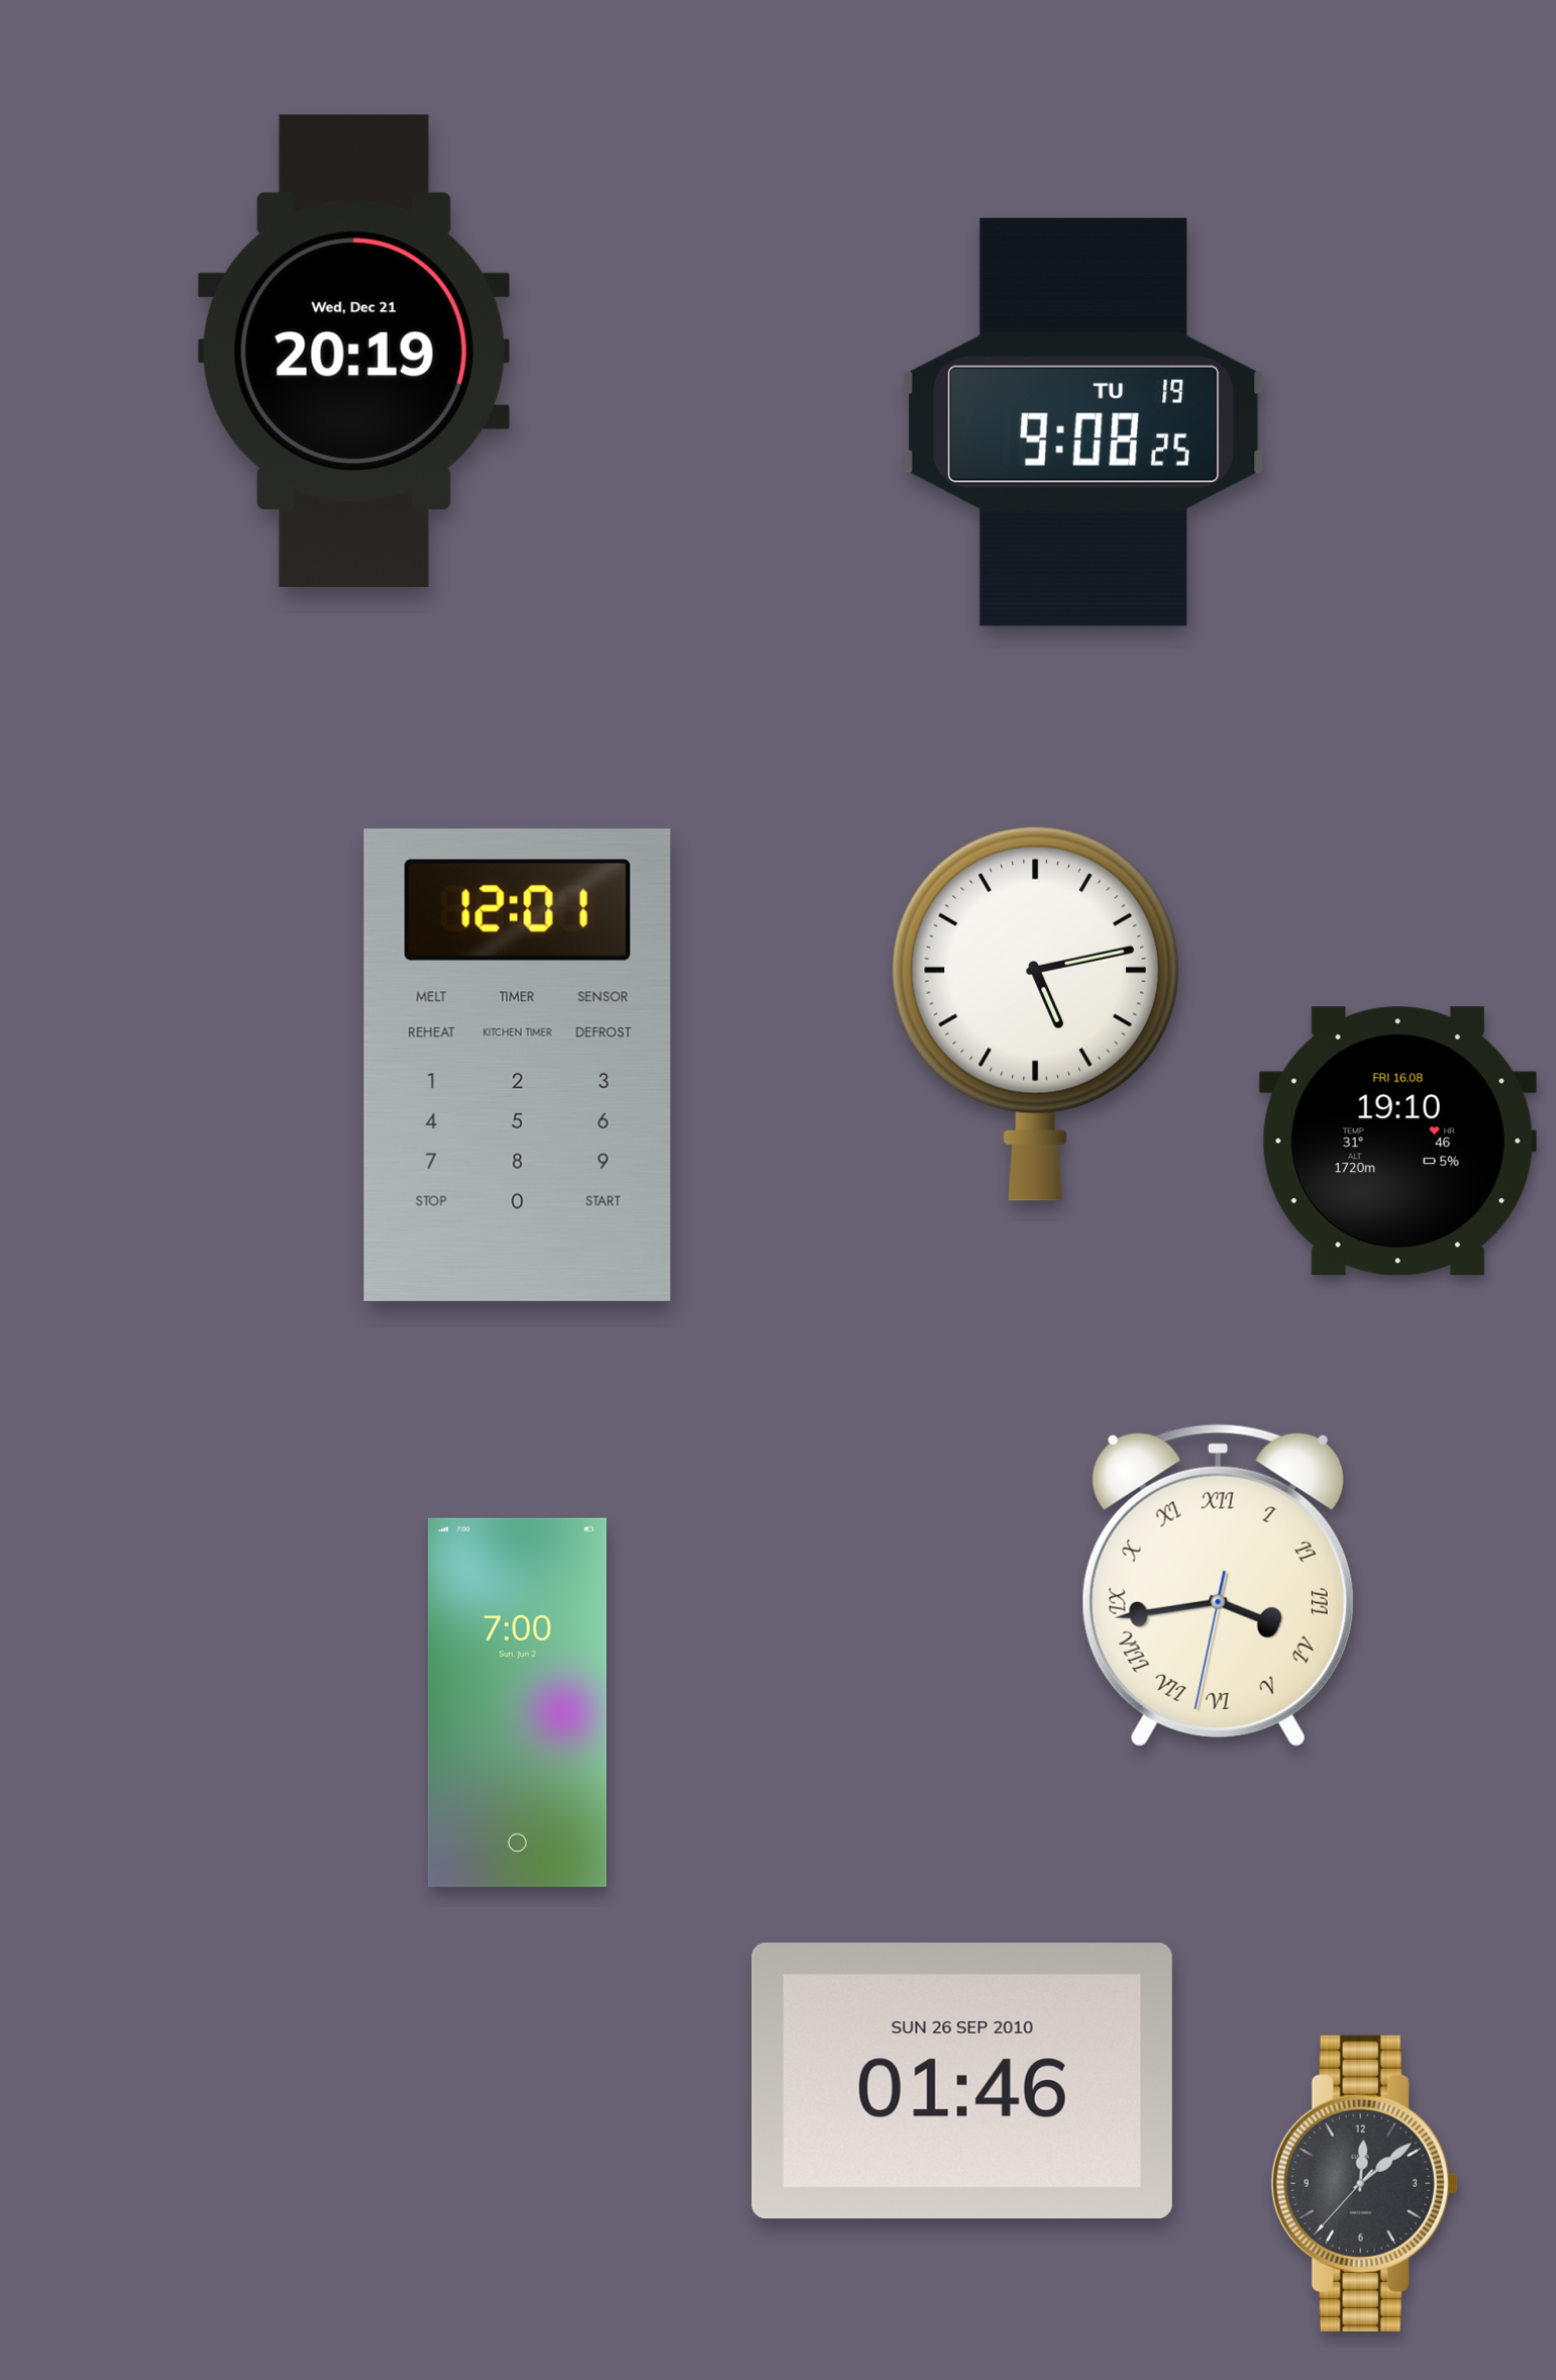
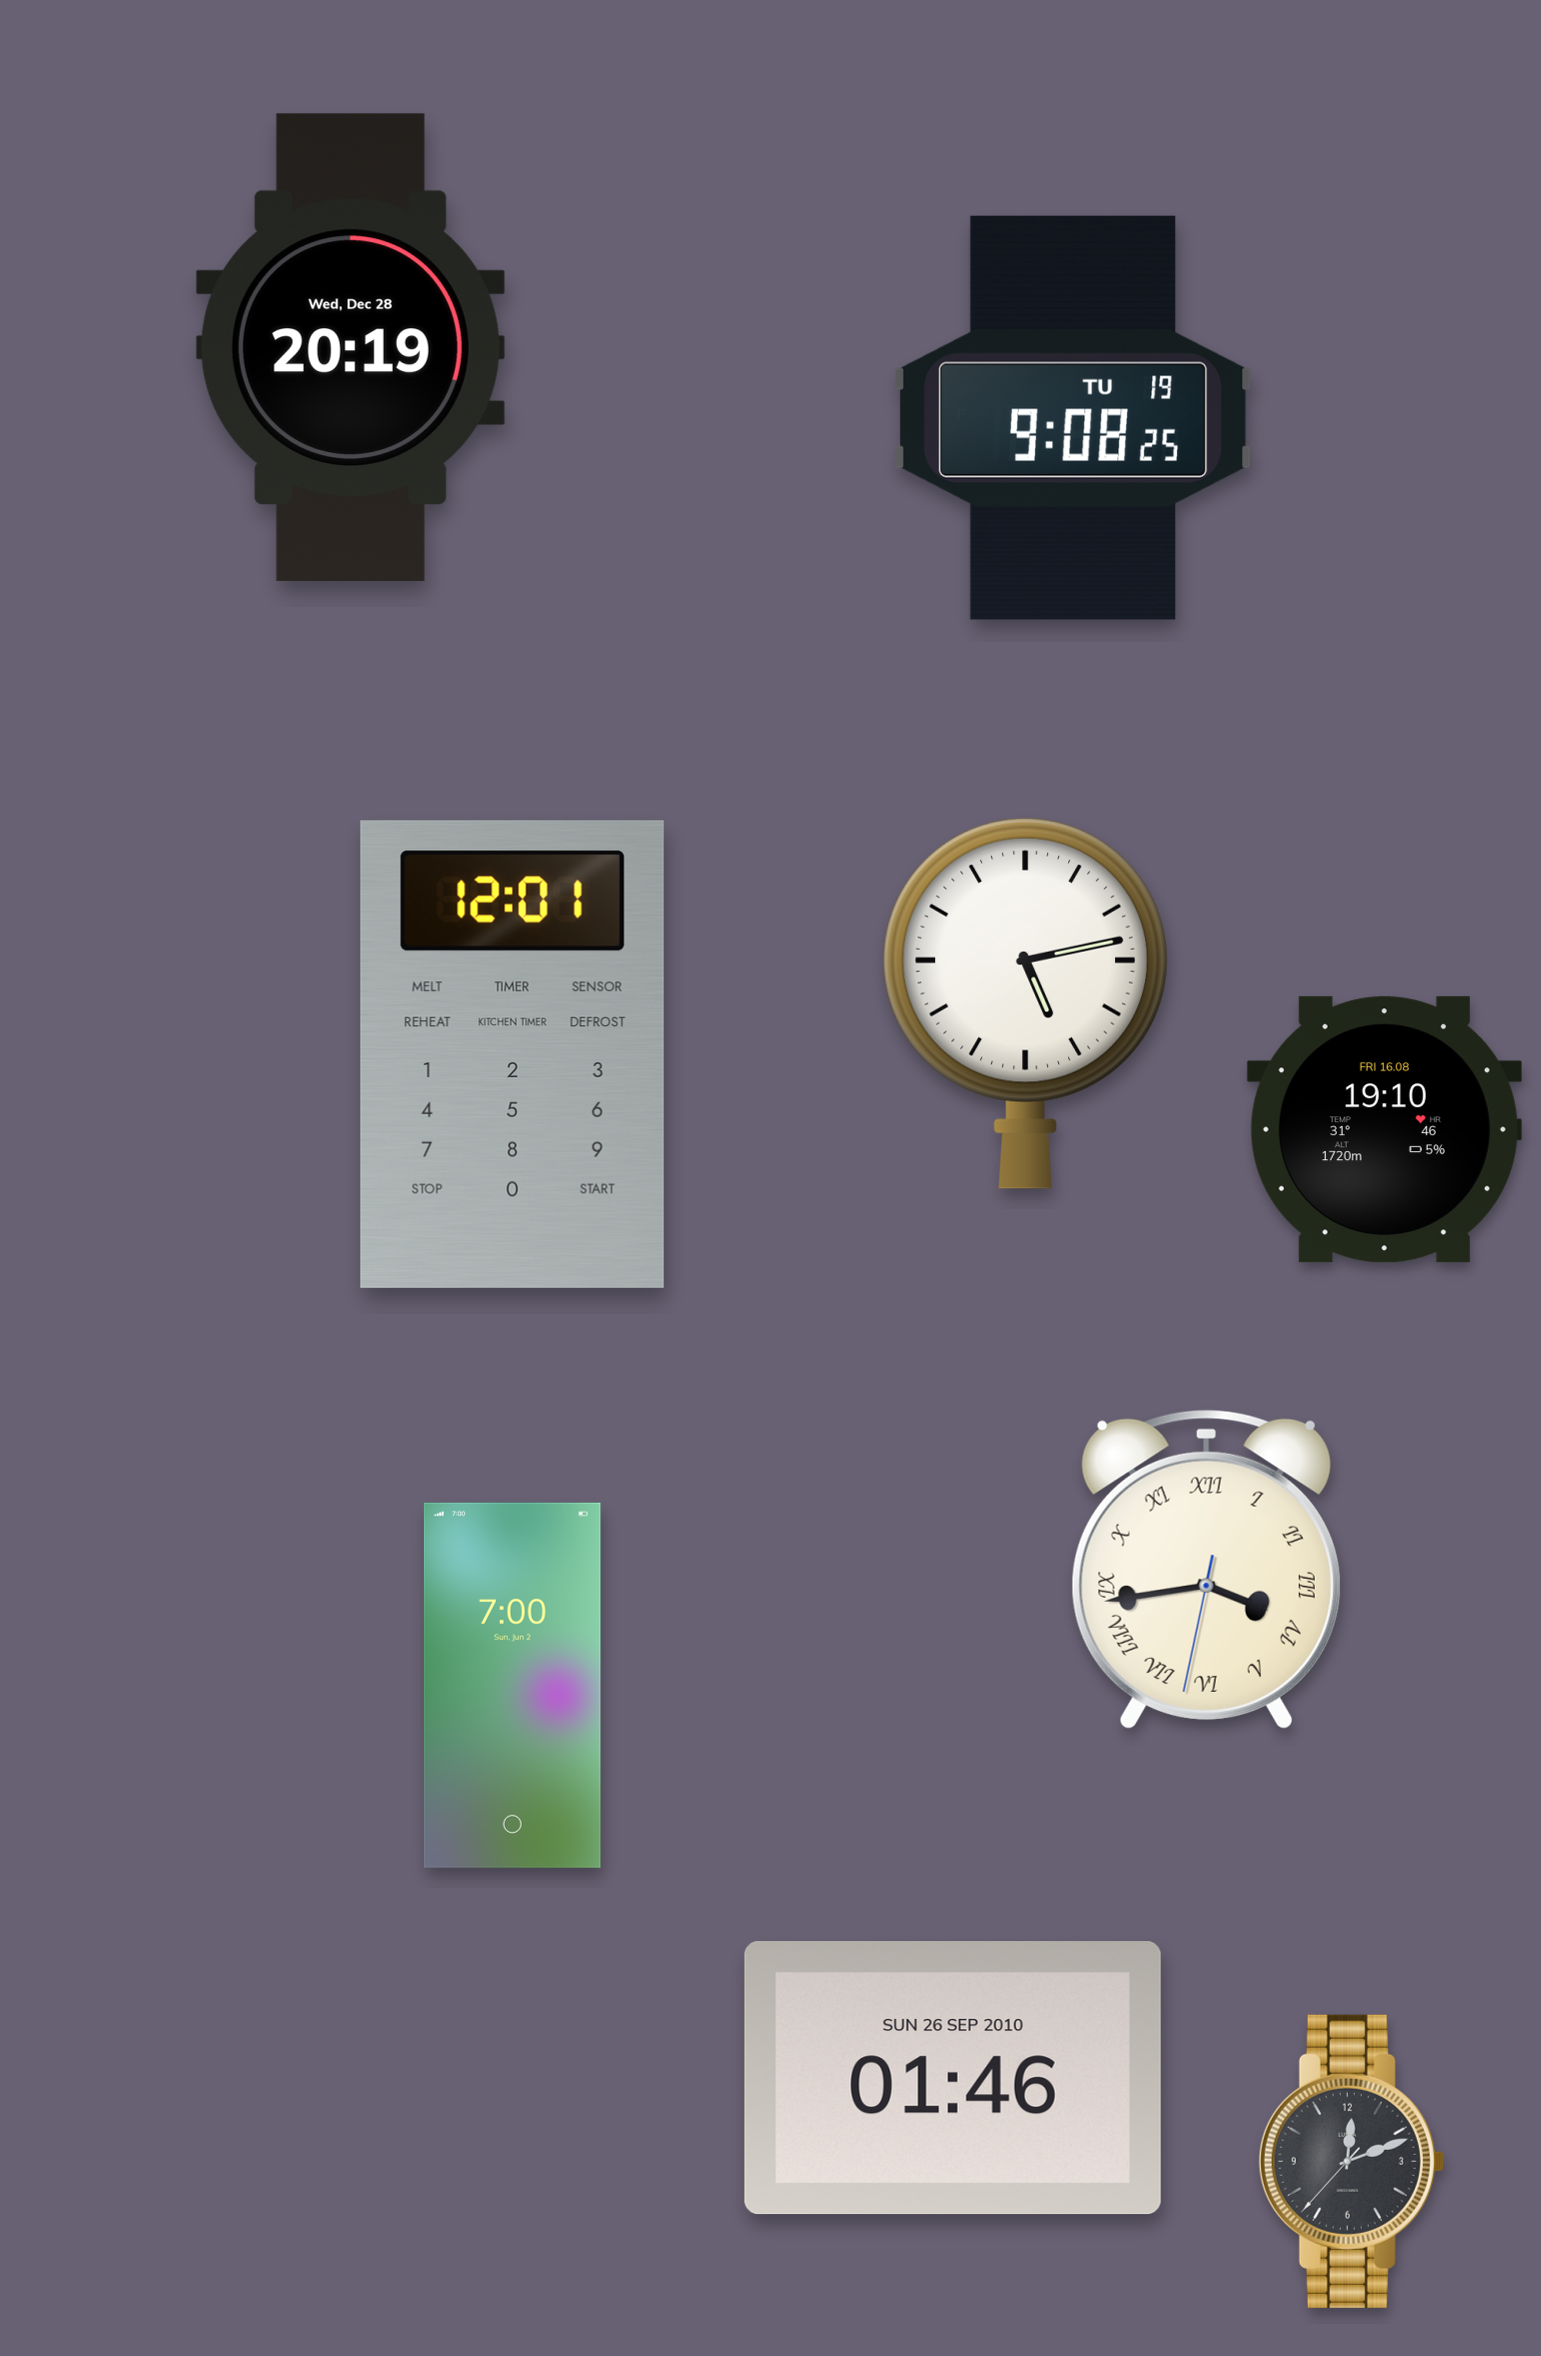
clock at (353, 351) date: Wed, Dec 21 -> Wed, Dec 28
clock at (962, 2081) position: (962, 2081) -> (953, 2078)
clock at (1364, 2183): 12:08 -> 12:11
